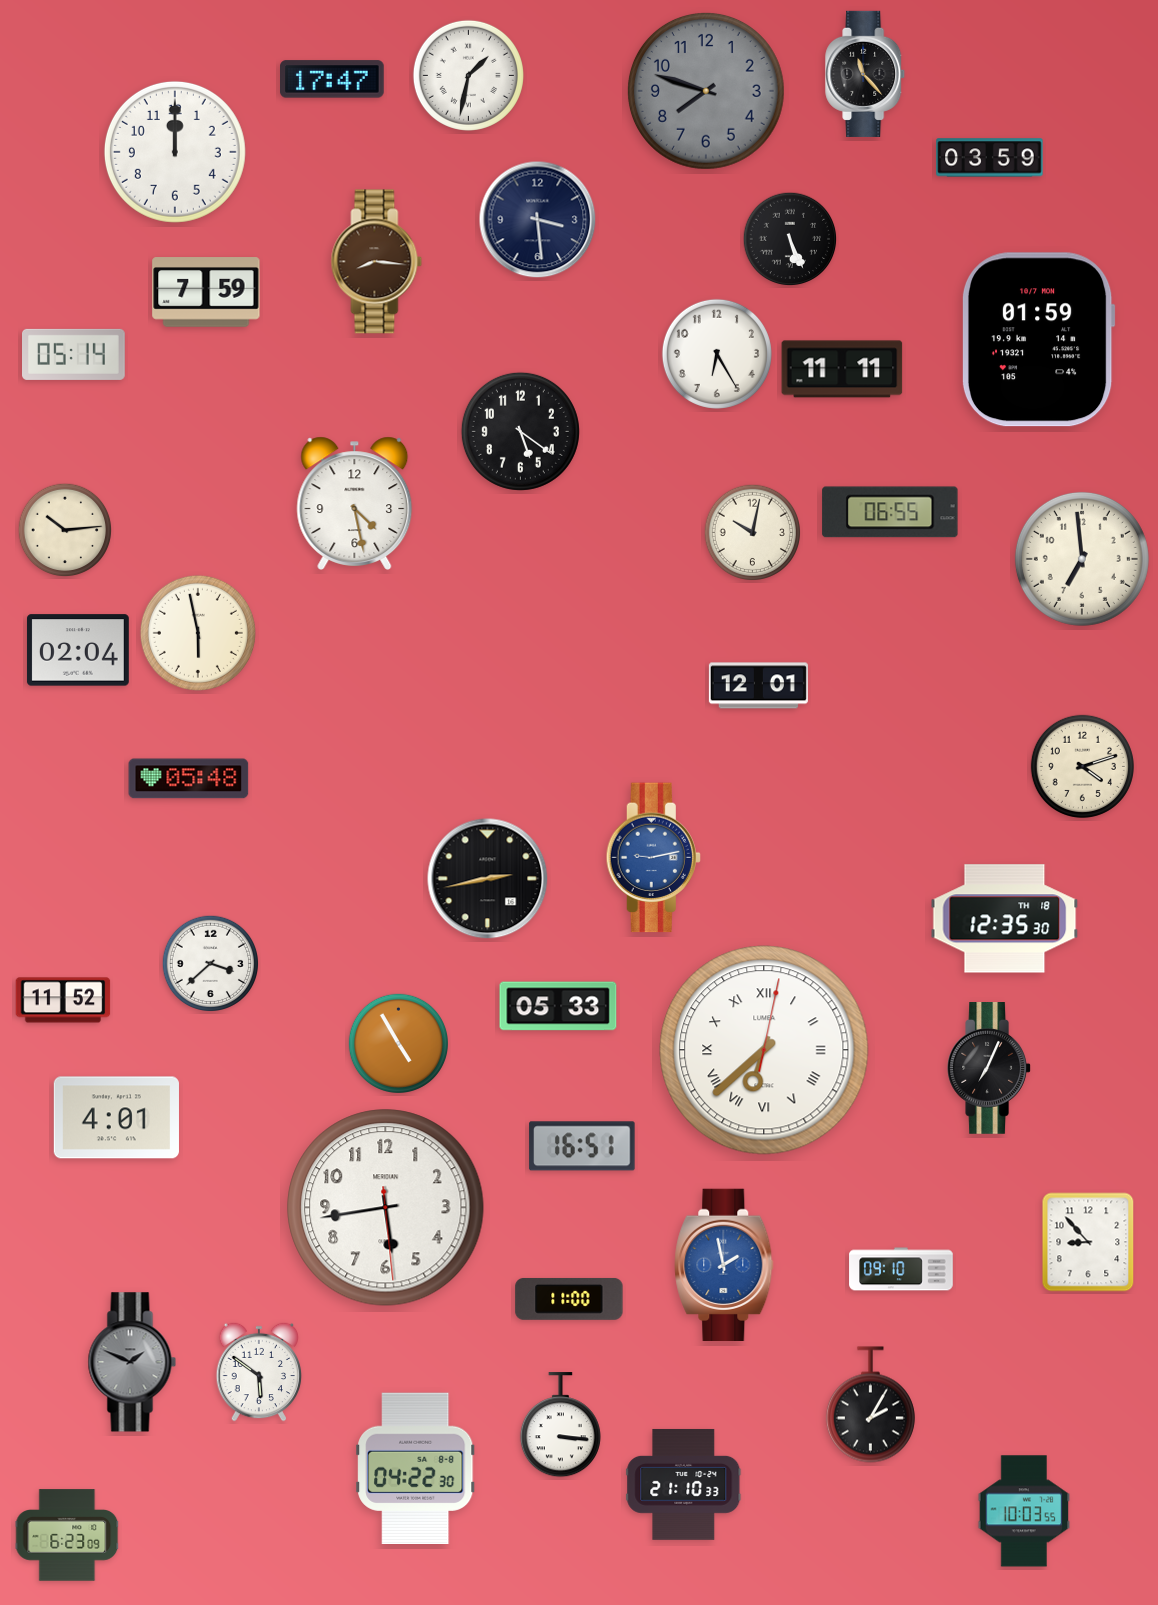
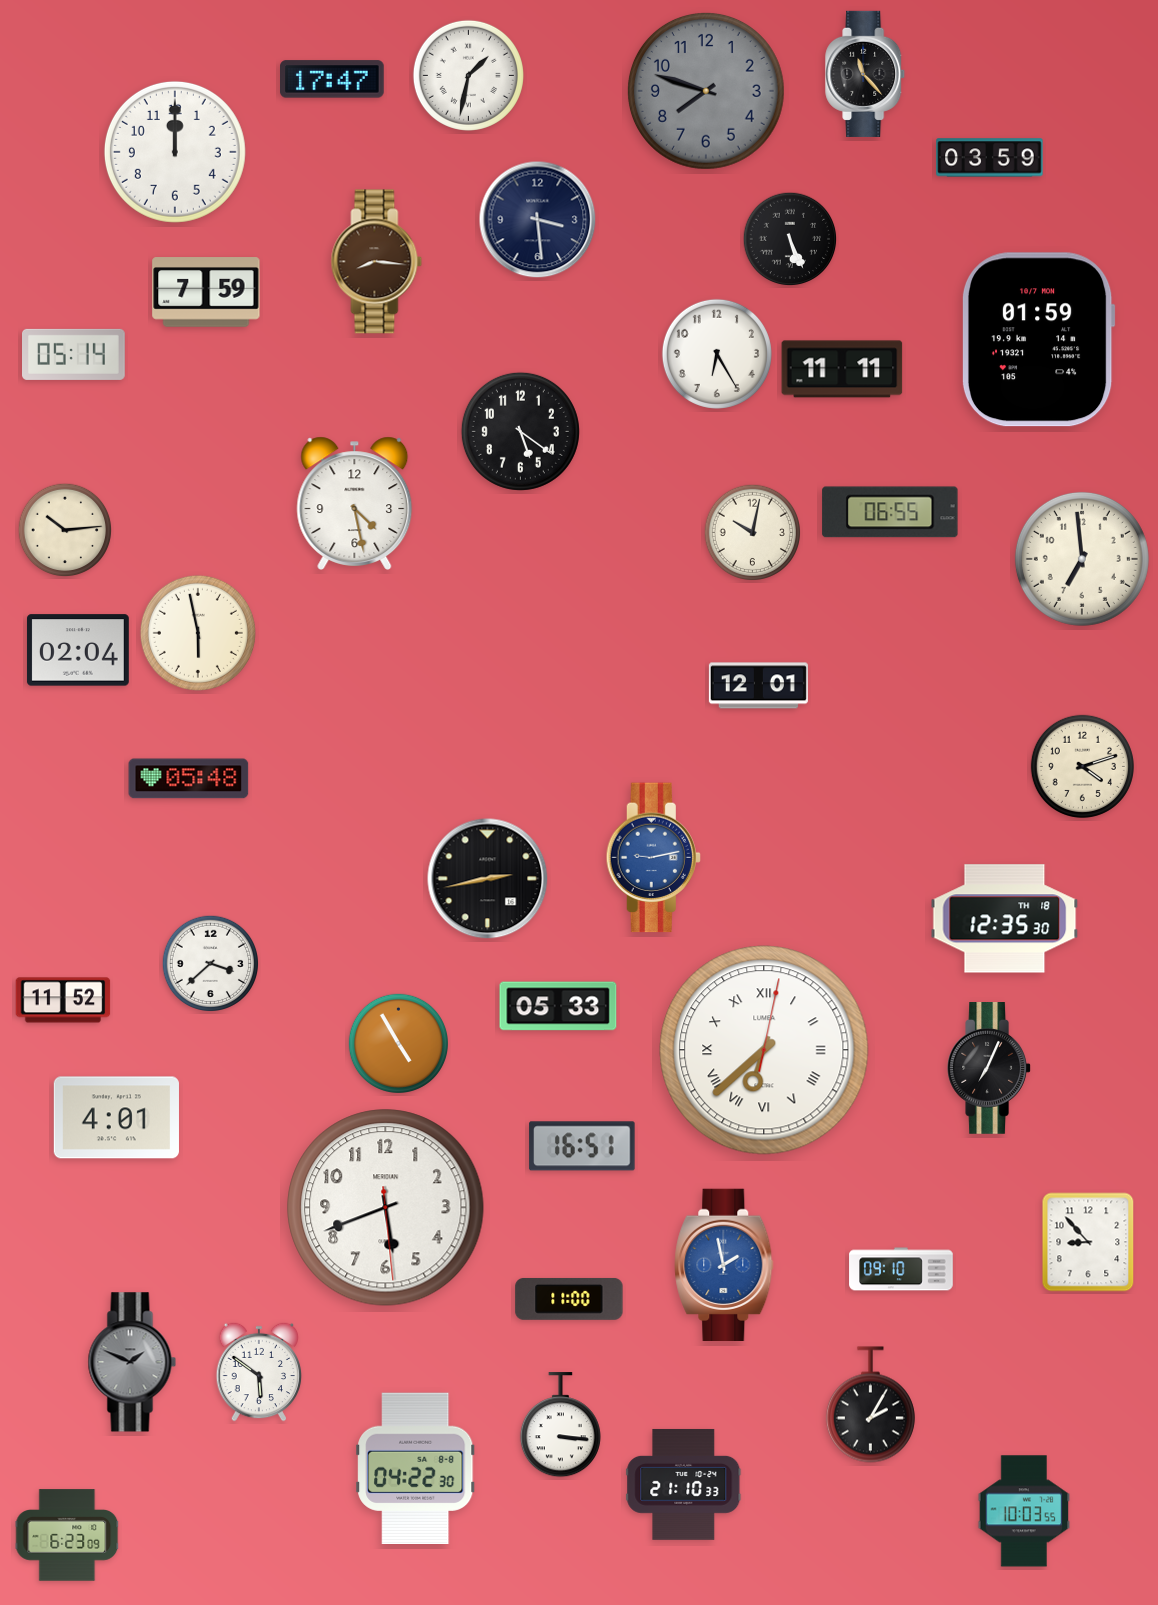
clock at (386, 1208): 5:43 -> 5:41
